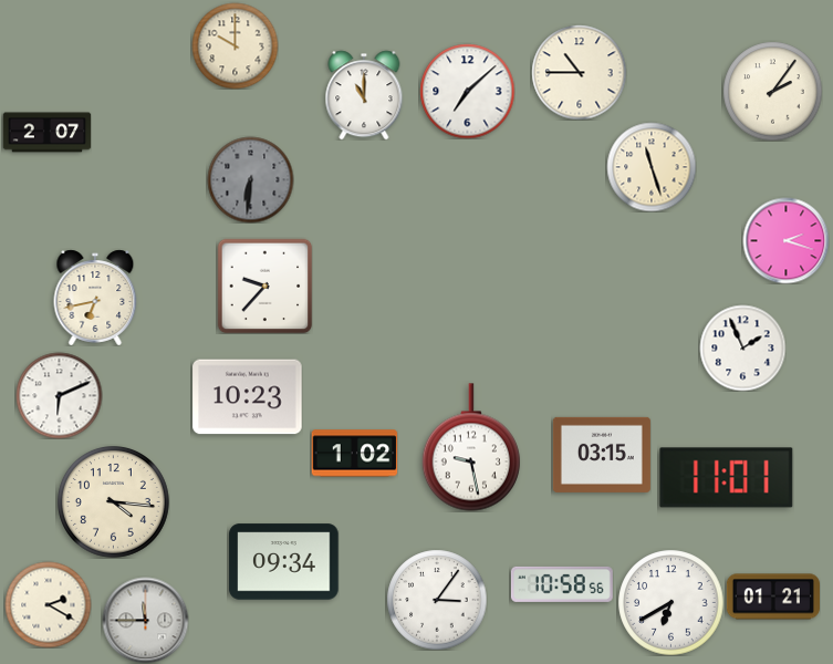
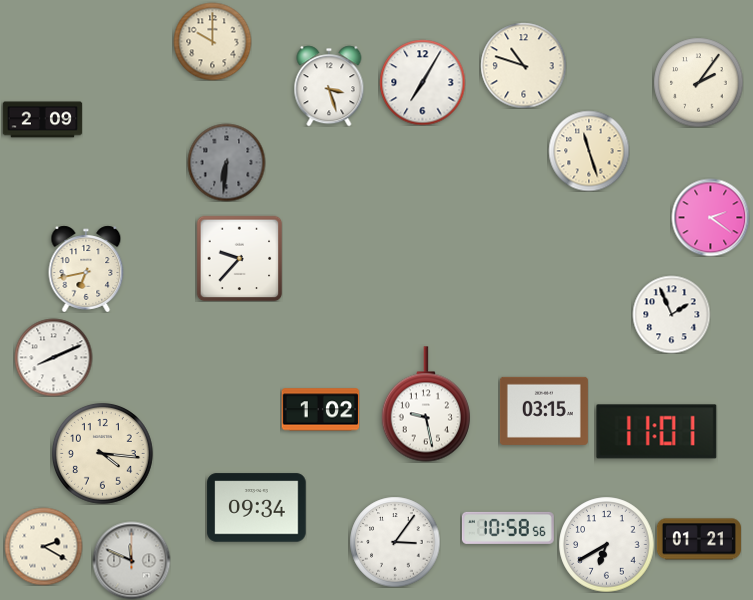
clock at (579, 72): 10:45 -> 10:48
clock at (467, 91): 7:08 -> 7:05
clock at (364, 95): 11:00 -> 3:27
clock at (46, 133): 2:07 -> 2:09
clock at (785, 240): 2:18 -> 2:21
clock at (59, 395): 6:11 -> 8:11
clock at (248, 397): 10:23 -> none
clock at (145, 620): 11:45 -> 11:49
